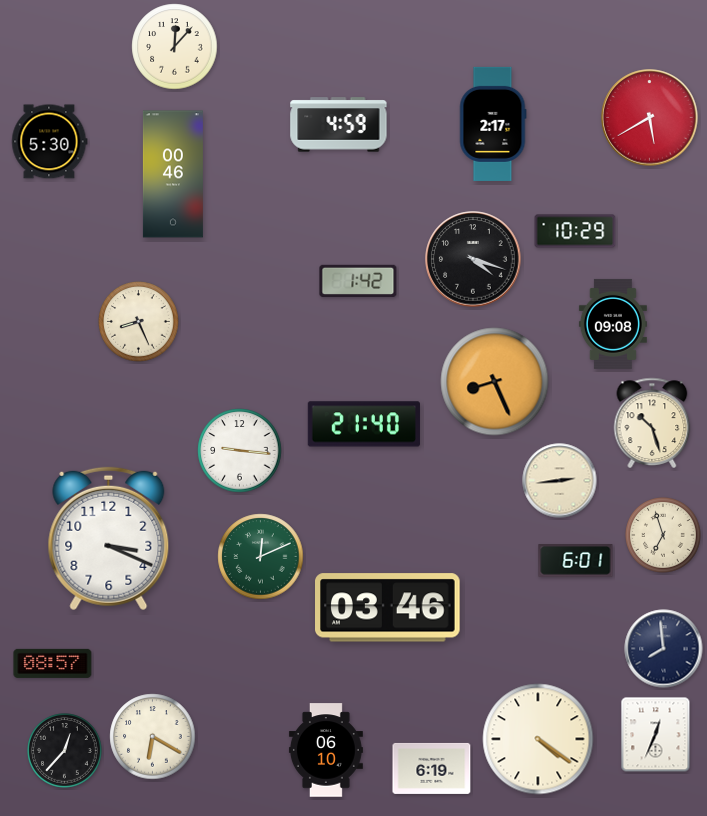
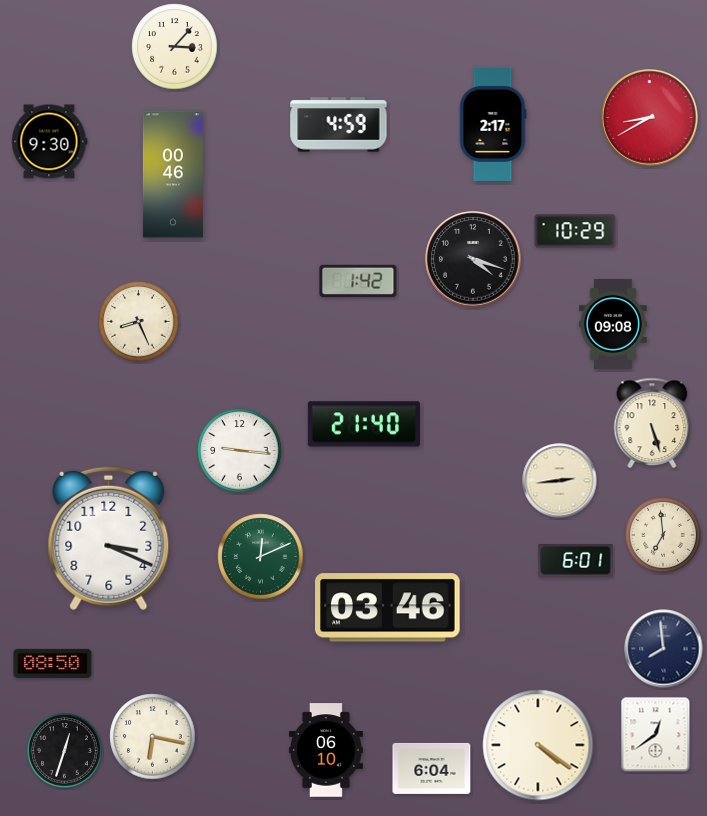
clock at (175, 47): 12:07 -> 3:07
clock at (650, 118): 5:40 -> 8:40
clock at (50, 142): 5:30 -> 9:30
clock at (495, 382): 8:26 -> none
clock at (652, 423): 10:27 -> 5:27
clock at (663, 535): 6:57 -> 6:59
clock at (53, 663): 08:57 -> 08:50
clock at (656, 735): 12:34 -> 12:39
clock at (153, 737): 6:20 -> 6:17
clock at (538, 739) position: (538, 739) -> (538, 745)
clock at (65, 751): 12:37 -> 12:33
clock at (432, 768): 6:19 -> 6:04
